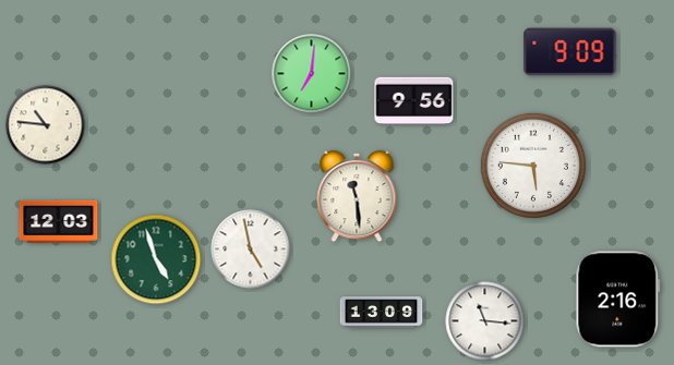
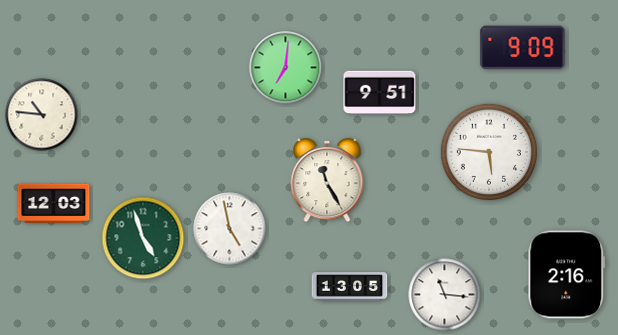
clock at (414, 101): 9:56 -> 9:51
clock at (357, 196): 11:29 -> 11:25
clock at (382, 313): 13:09 -> 13:05
